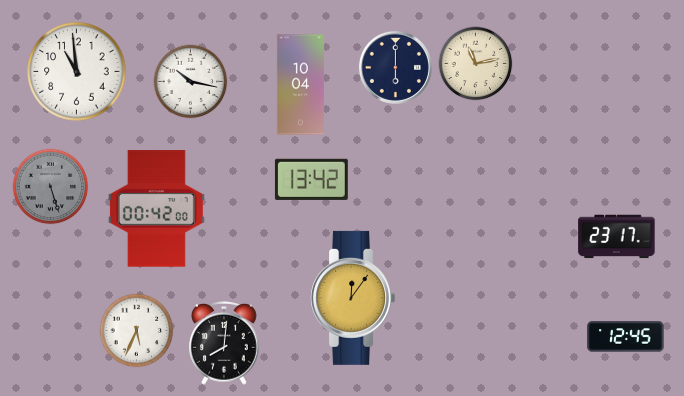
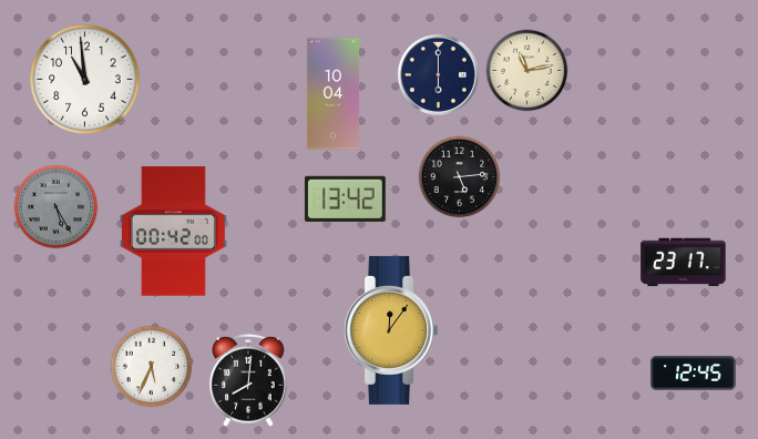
clock at (191, 82): 10:17 -> none
clock at (460, 177): none -> 5:14
clock at (51, 187): 5:27 -> 5:25
